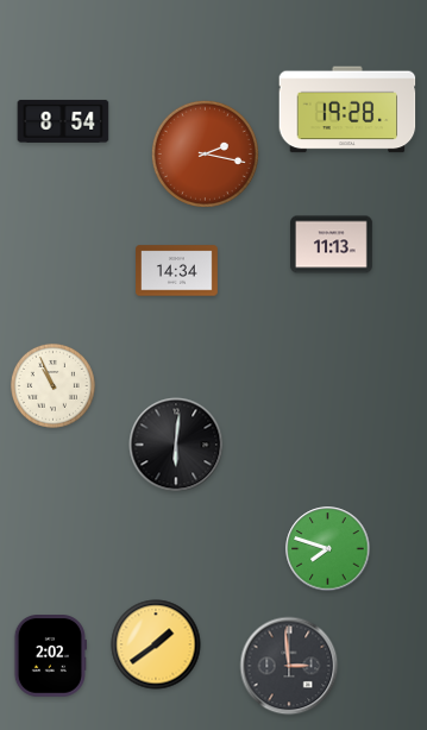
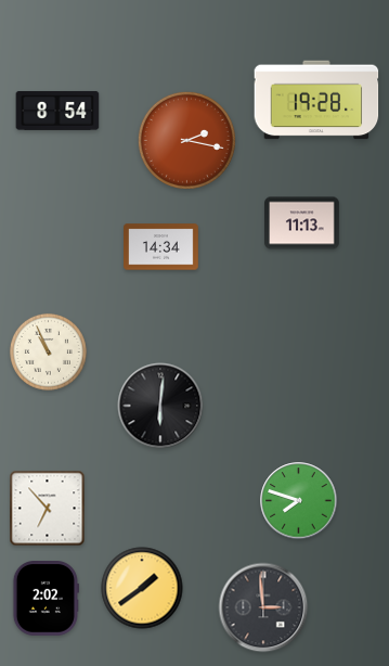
clock at (48, 509): none -> 6:53
